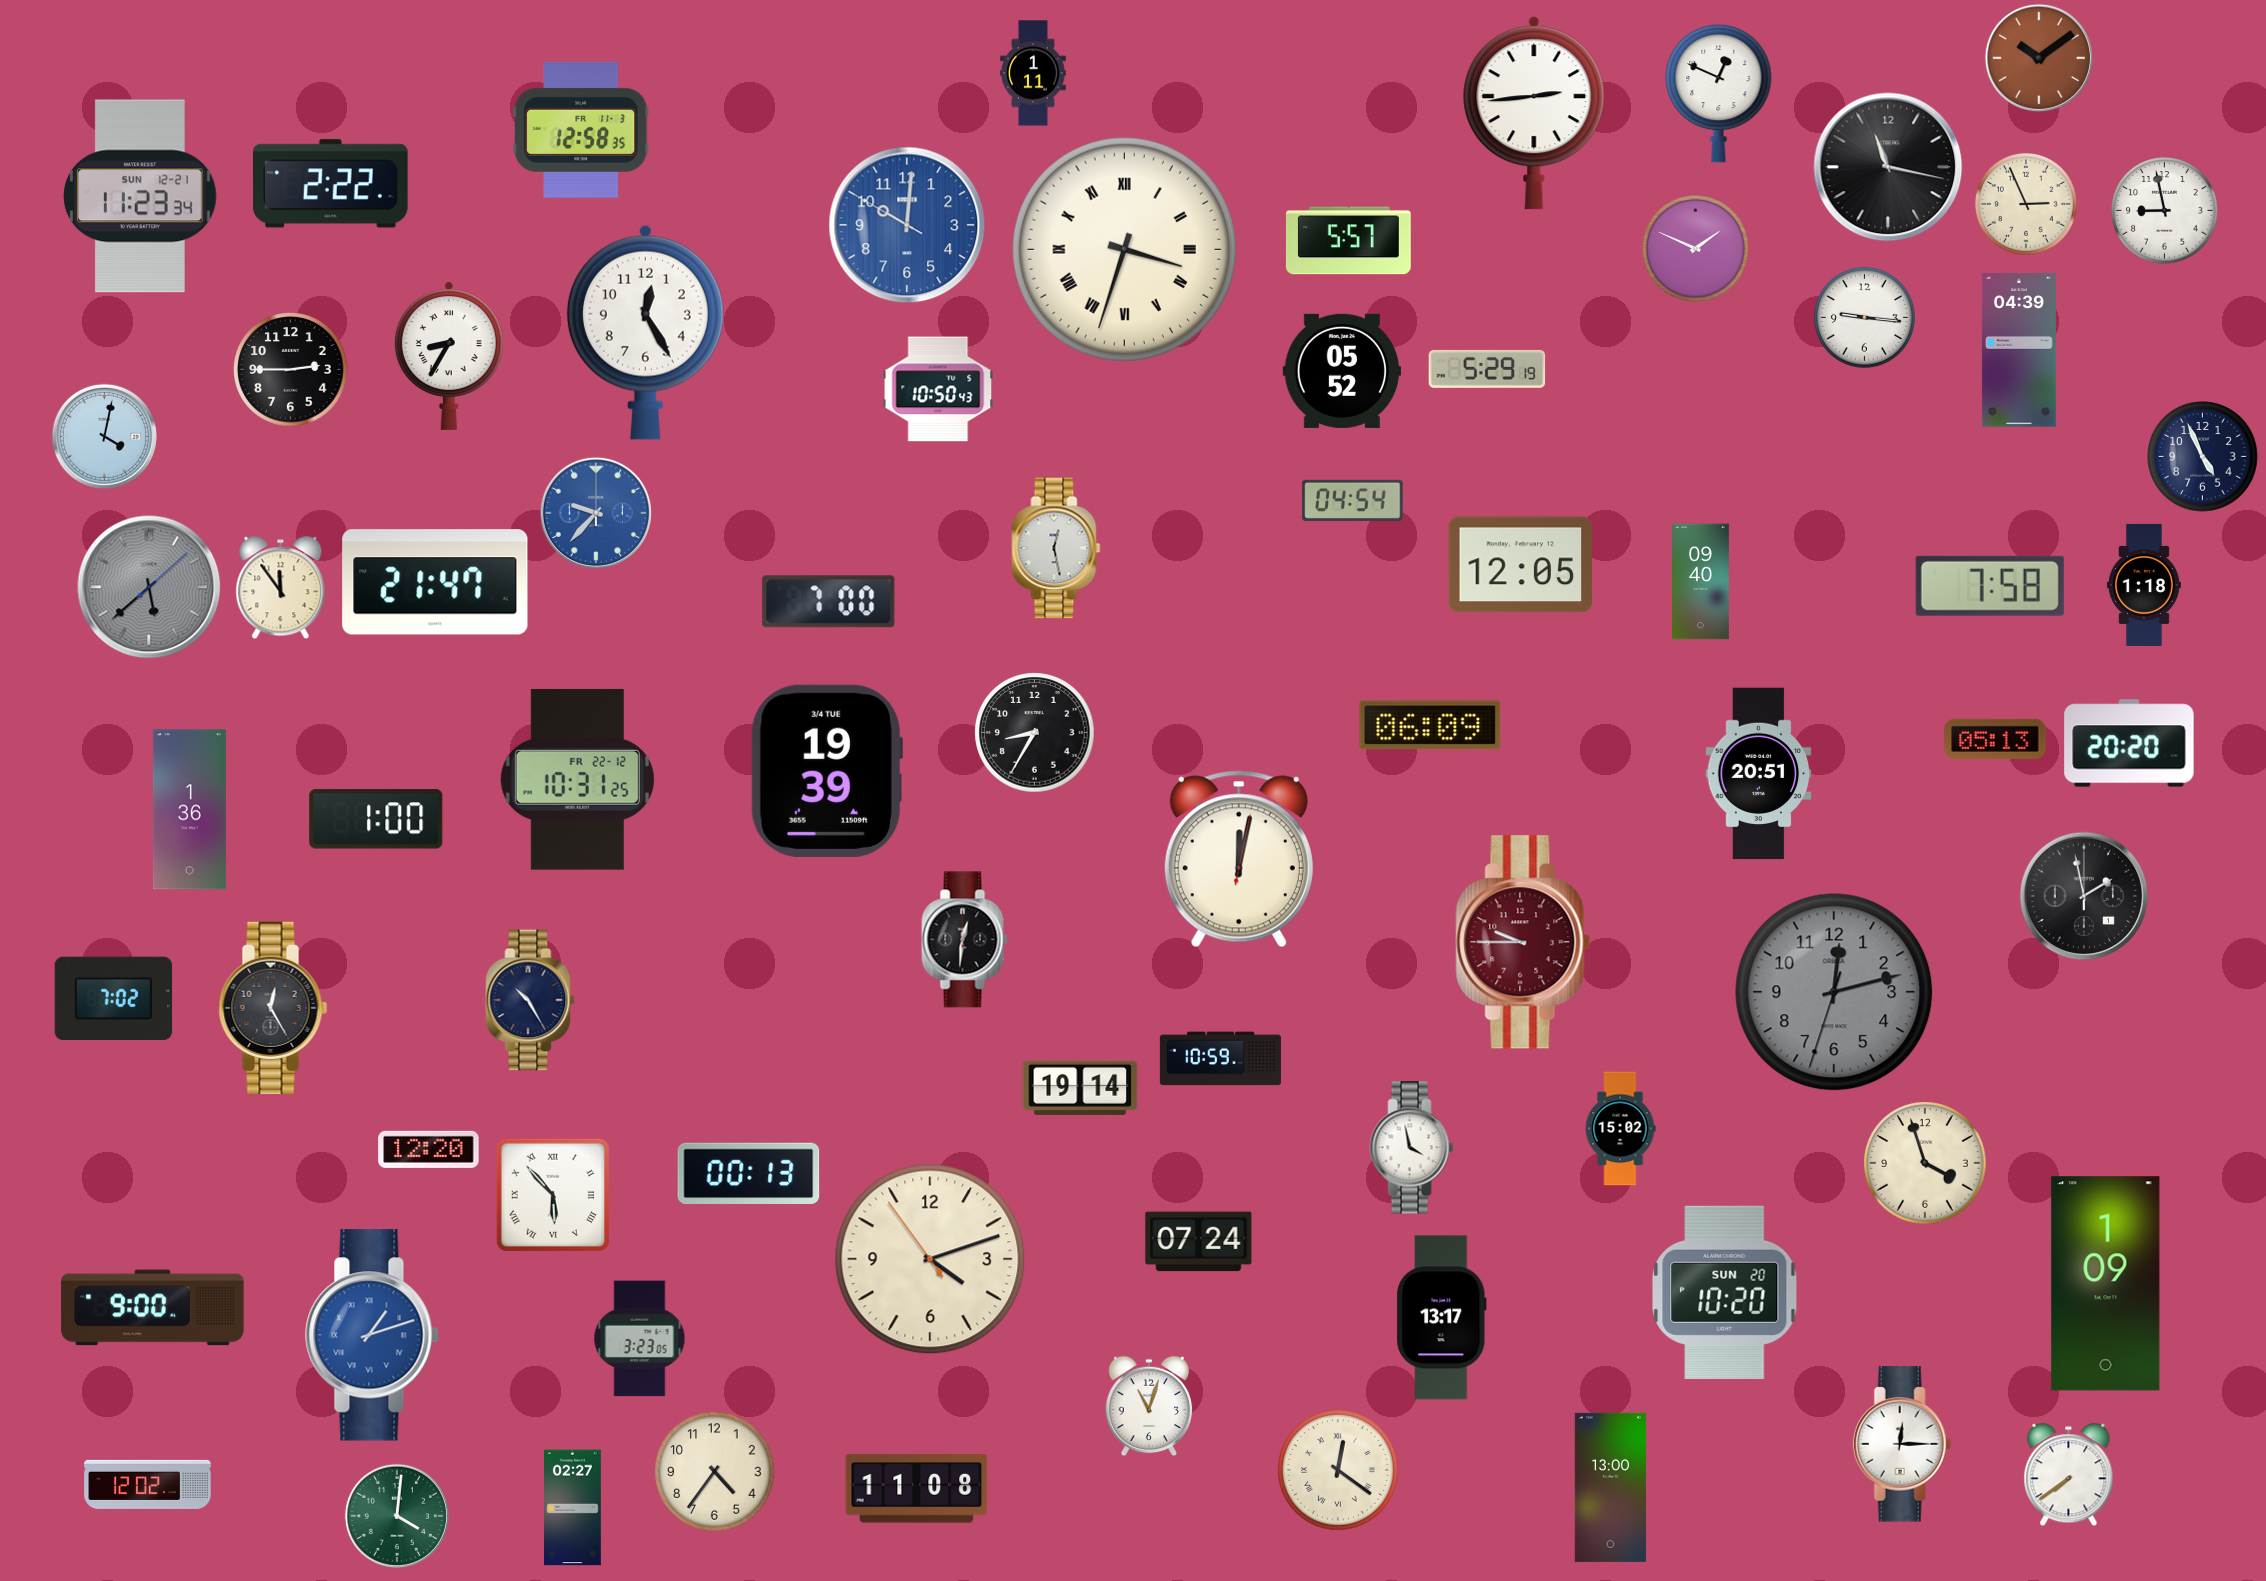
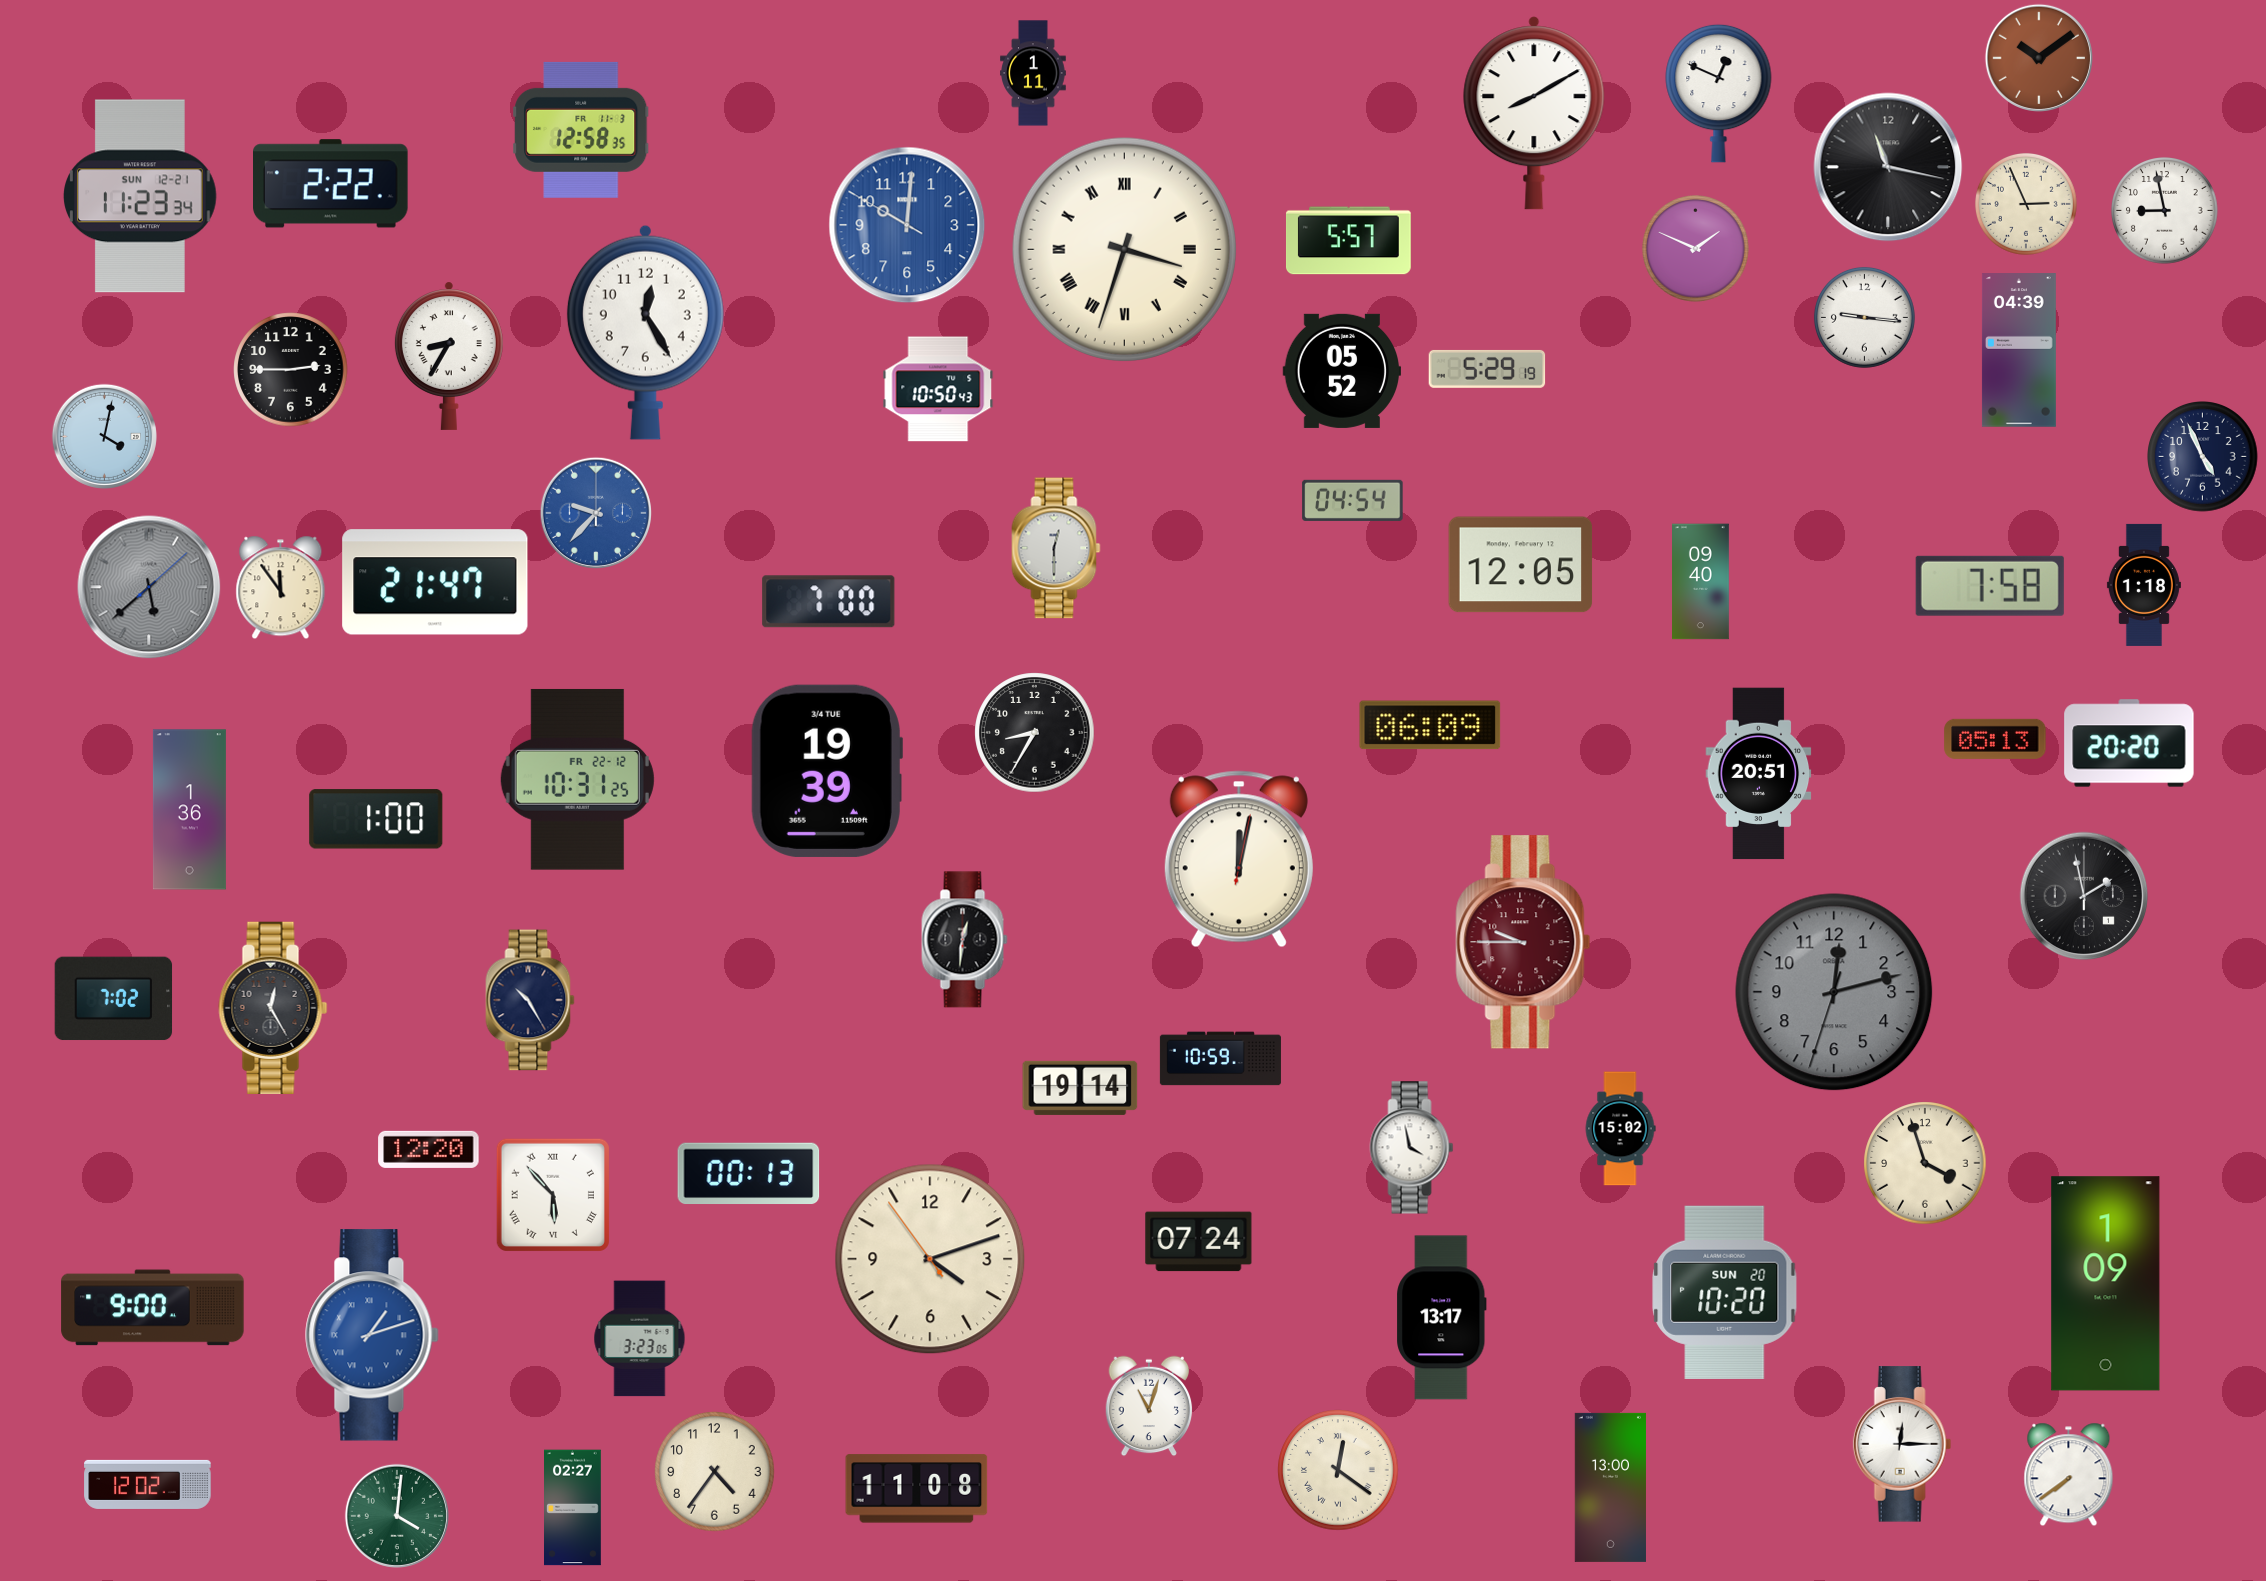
clock at (1534, 113): 2:44 -> 8:10
clock at (1056, 548): 12:28 -> 12:30
